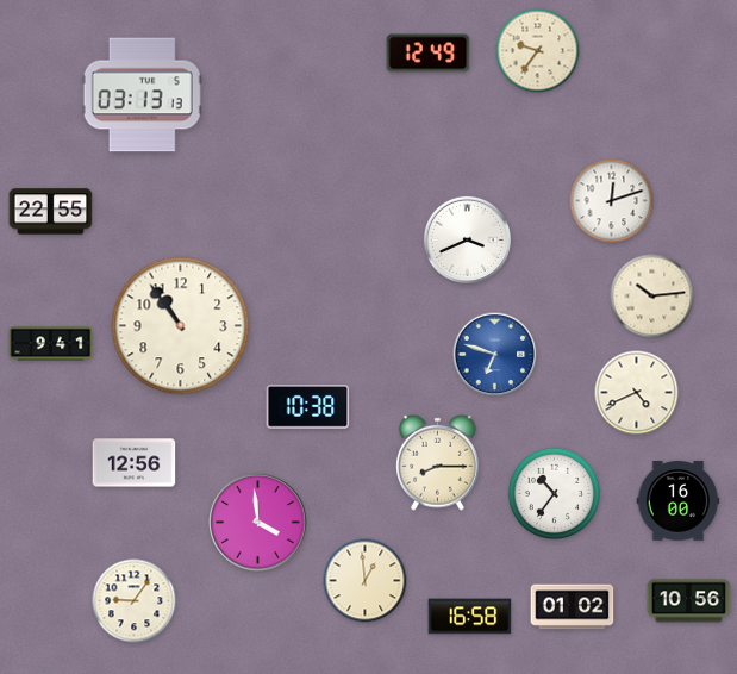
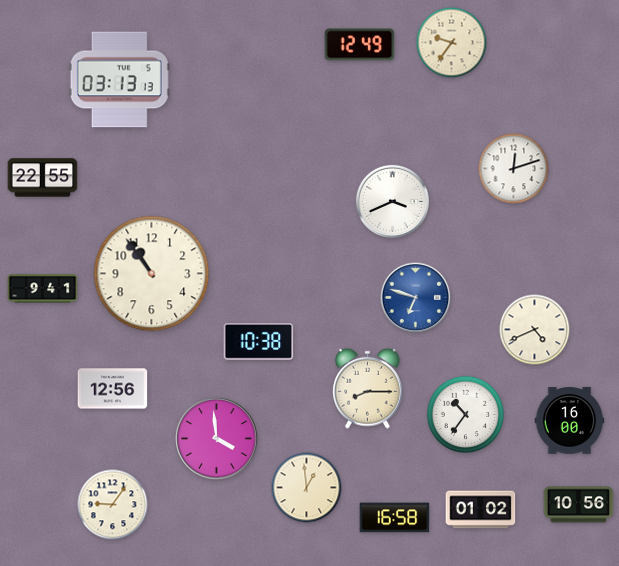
clock at (652, 297): 10:14 -> none
